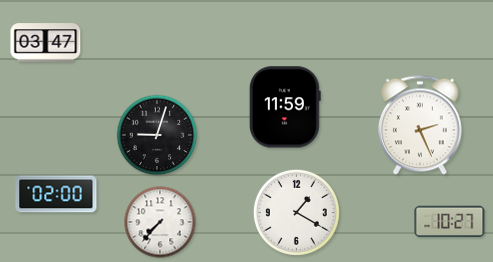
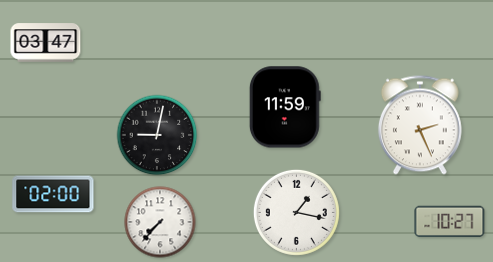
clock at (157, 135): 9:03 -> 9:02
clock at (56, 194) position: (56, 194) -> (53, 194)
clock at (296, 212): 1:20 -> 1:17
